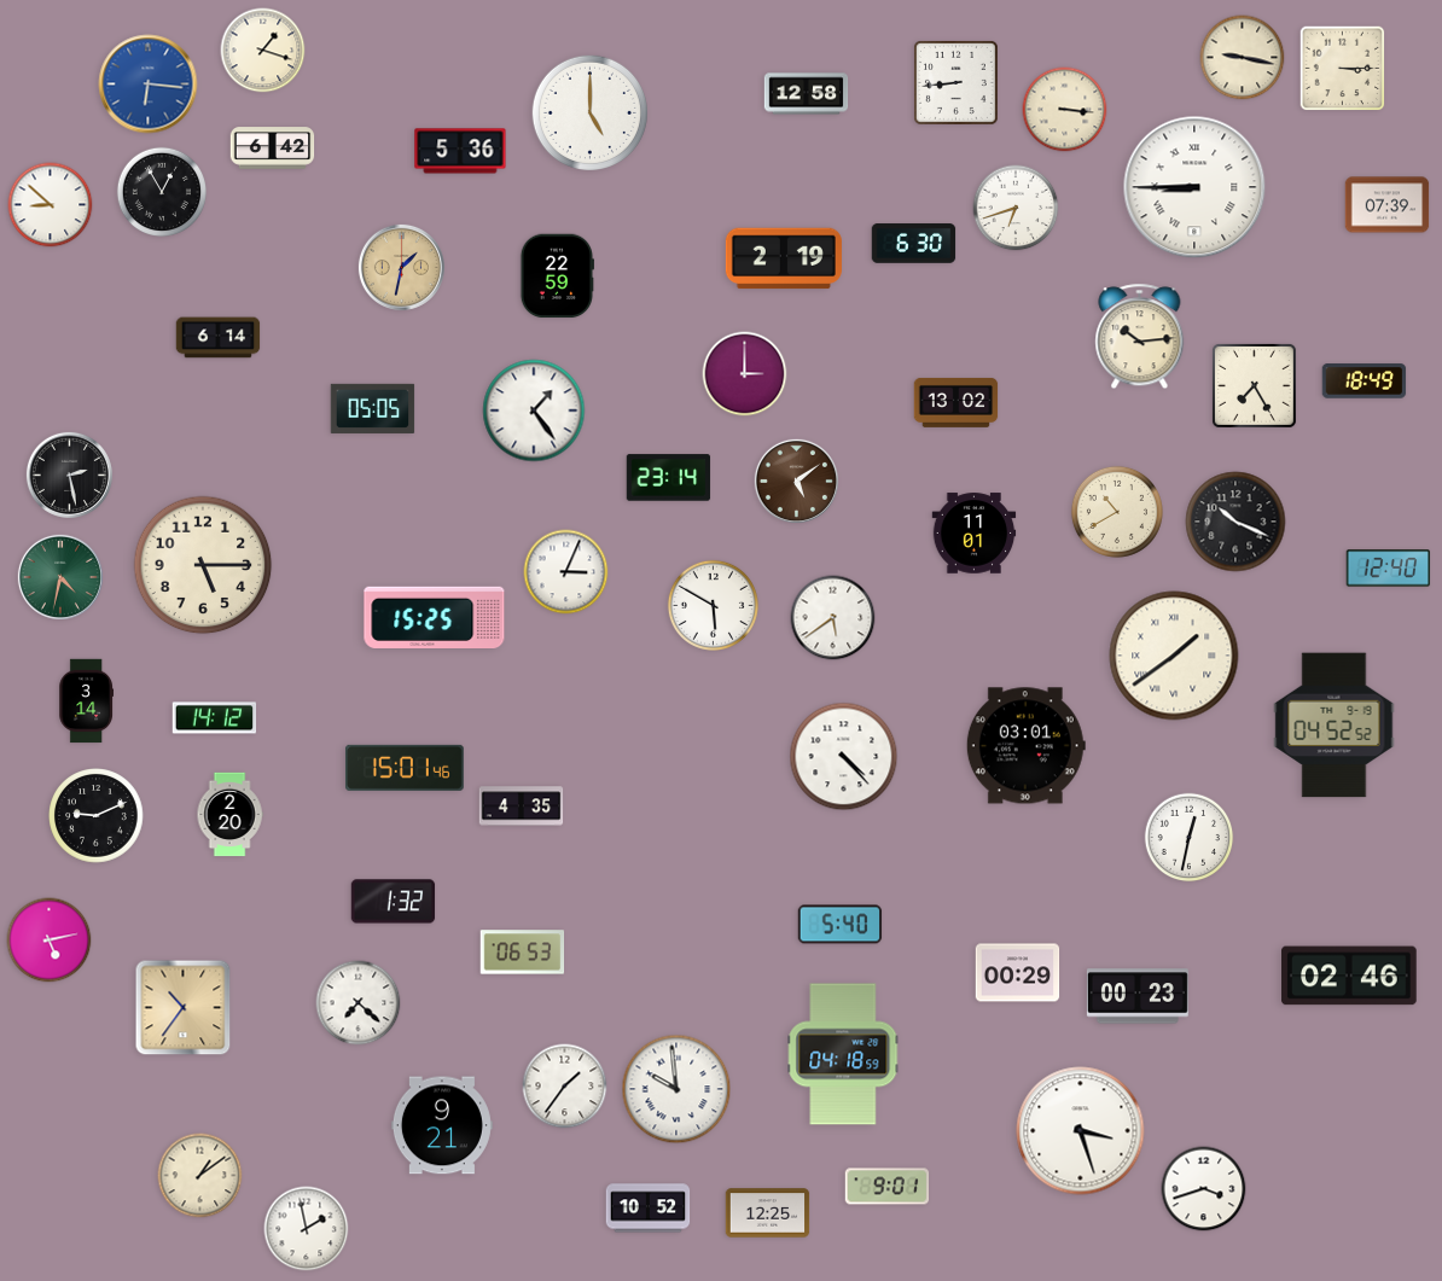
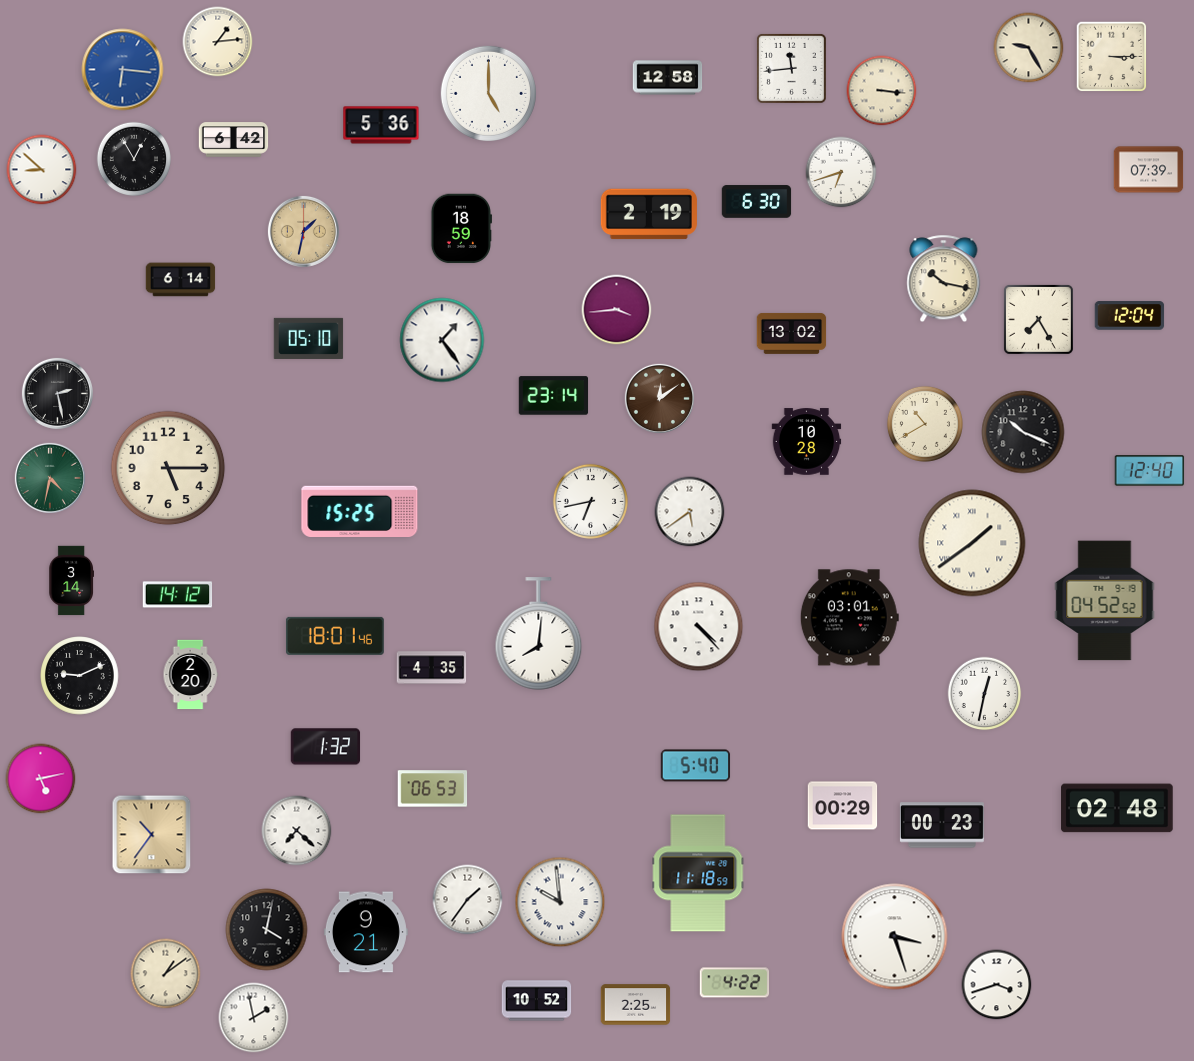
clock at (263, 51): 1:18 -> 1:14
clock at (1243, 58): 9:17 -> 9:25
clock at (955, 82): 8:44 -> 11:44
clock at (273, 149) position: (273, 149) -> (234, 140)
clock at (1194, 187): 8:45 -> none
clock at (401, 267) position: (401, 267) -> (303, 231)
clock at (557, 276): 22:59 -> 18:59
clock at (1140, 337): 10:14 -> 10:17
clock at (745, 374): 3:00 -> 3:44
clock at (1365, 382): 18:49 -> 12:04
clock at (373, 408): 05:05 -> 05:10
clock at (796, 481): 5:09 -> 12:09
clock at (975, 534): 11:01 -> 10:28
clock at (566, 572): 3:04 -> none
clock at (713, 605): 5:50 -> 6:43
clock at (539, 634): none -> 8:01
clock at (405, 768): 15:01 -> 18:01
clock at (1349, 976): 02:46 -> 02:48
clock at (843, 1054): 04:18 -> 11:18
clock at (267, 930): none -> 4:02
clock at (888, 1187): 9:01 -> 4:22
clock at (768, 1213): 12:25 -> 2:25
